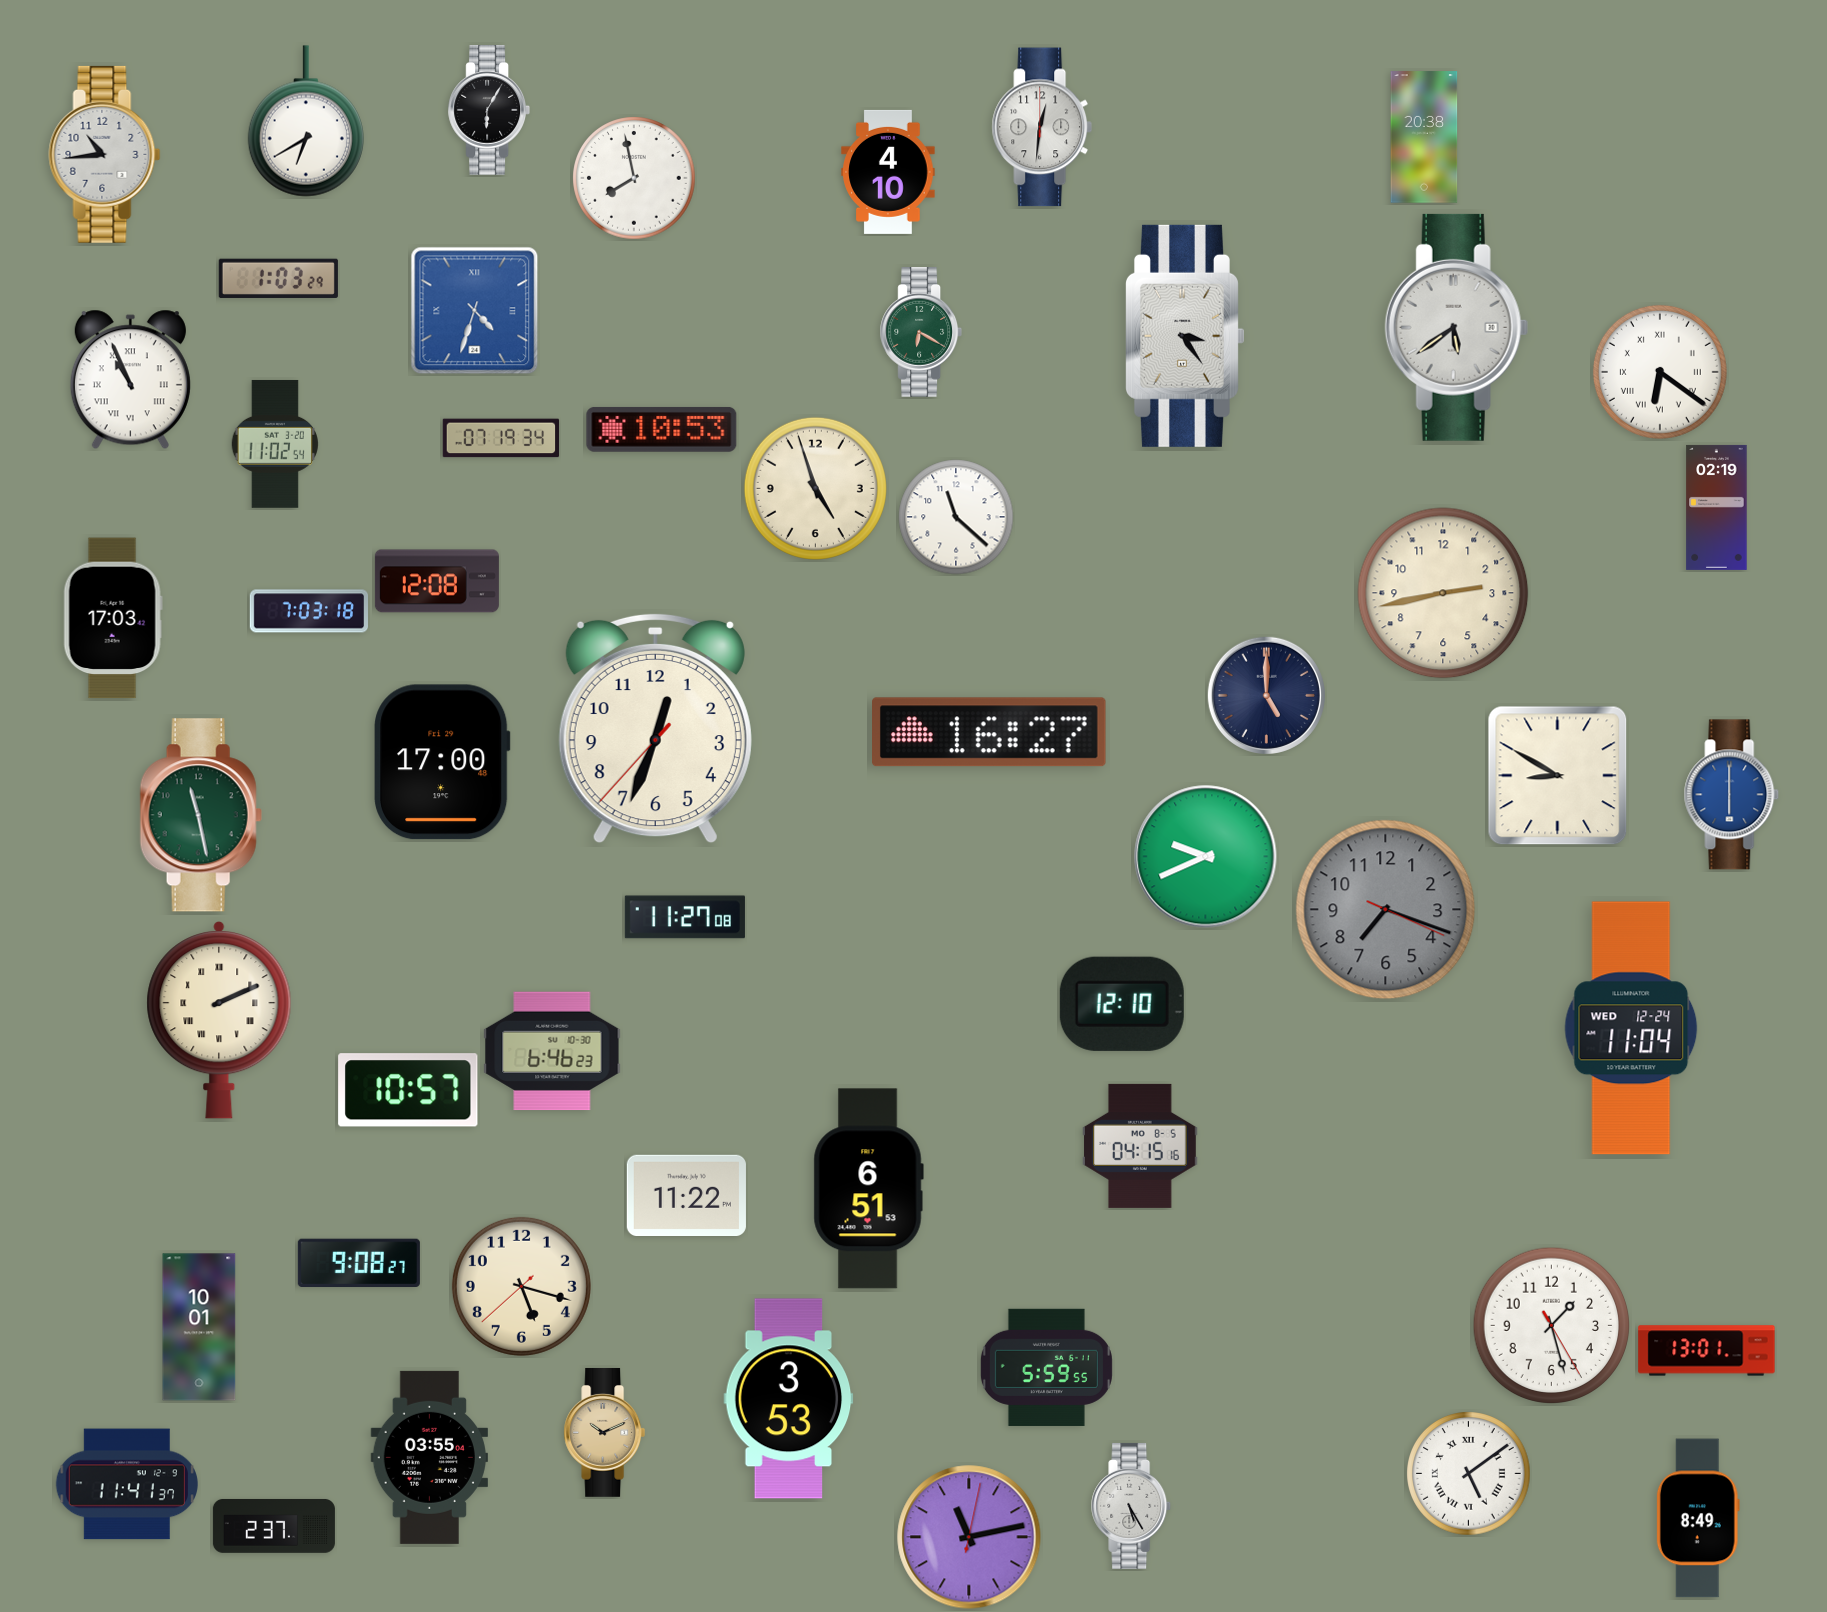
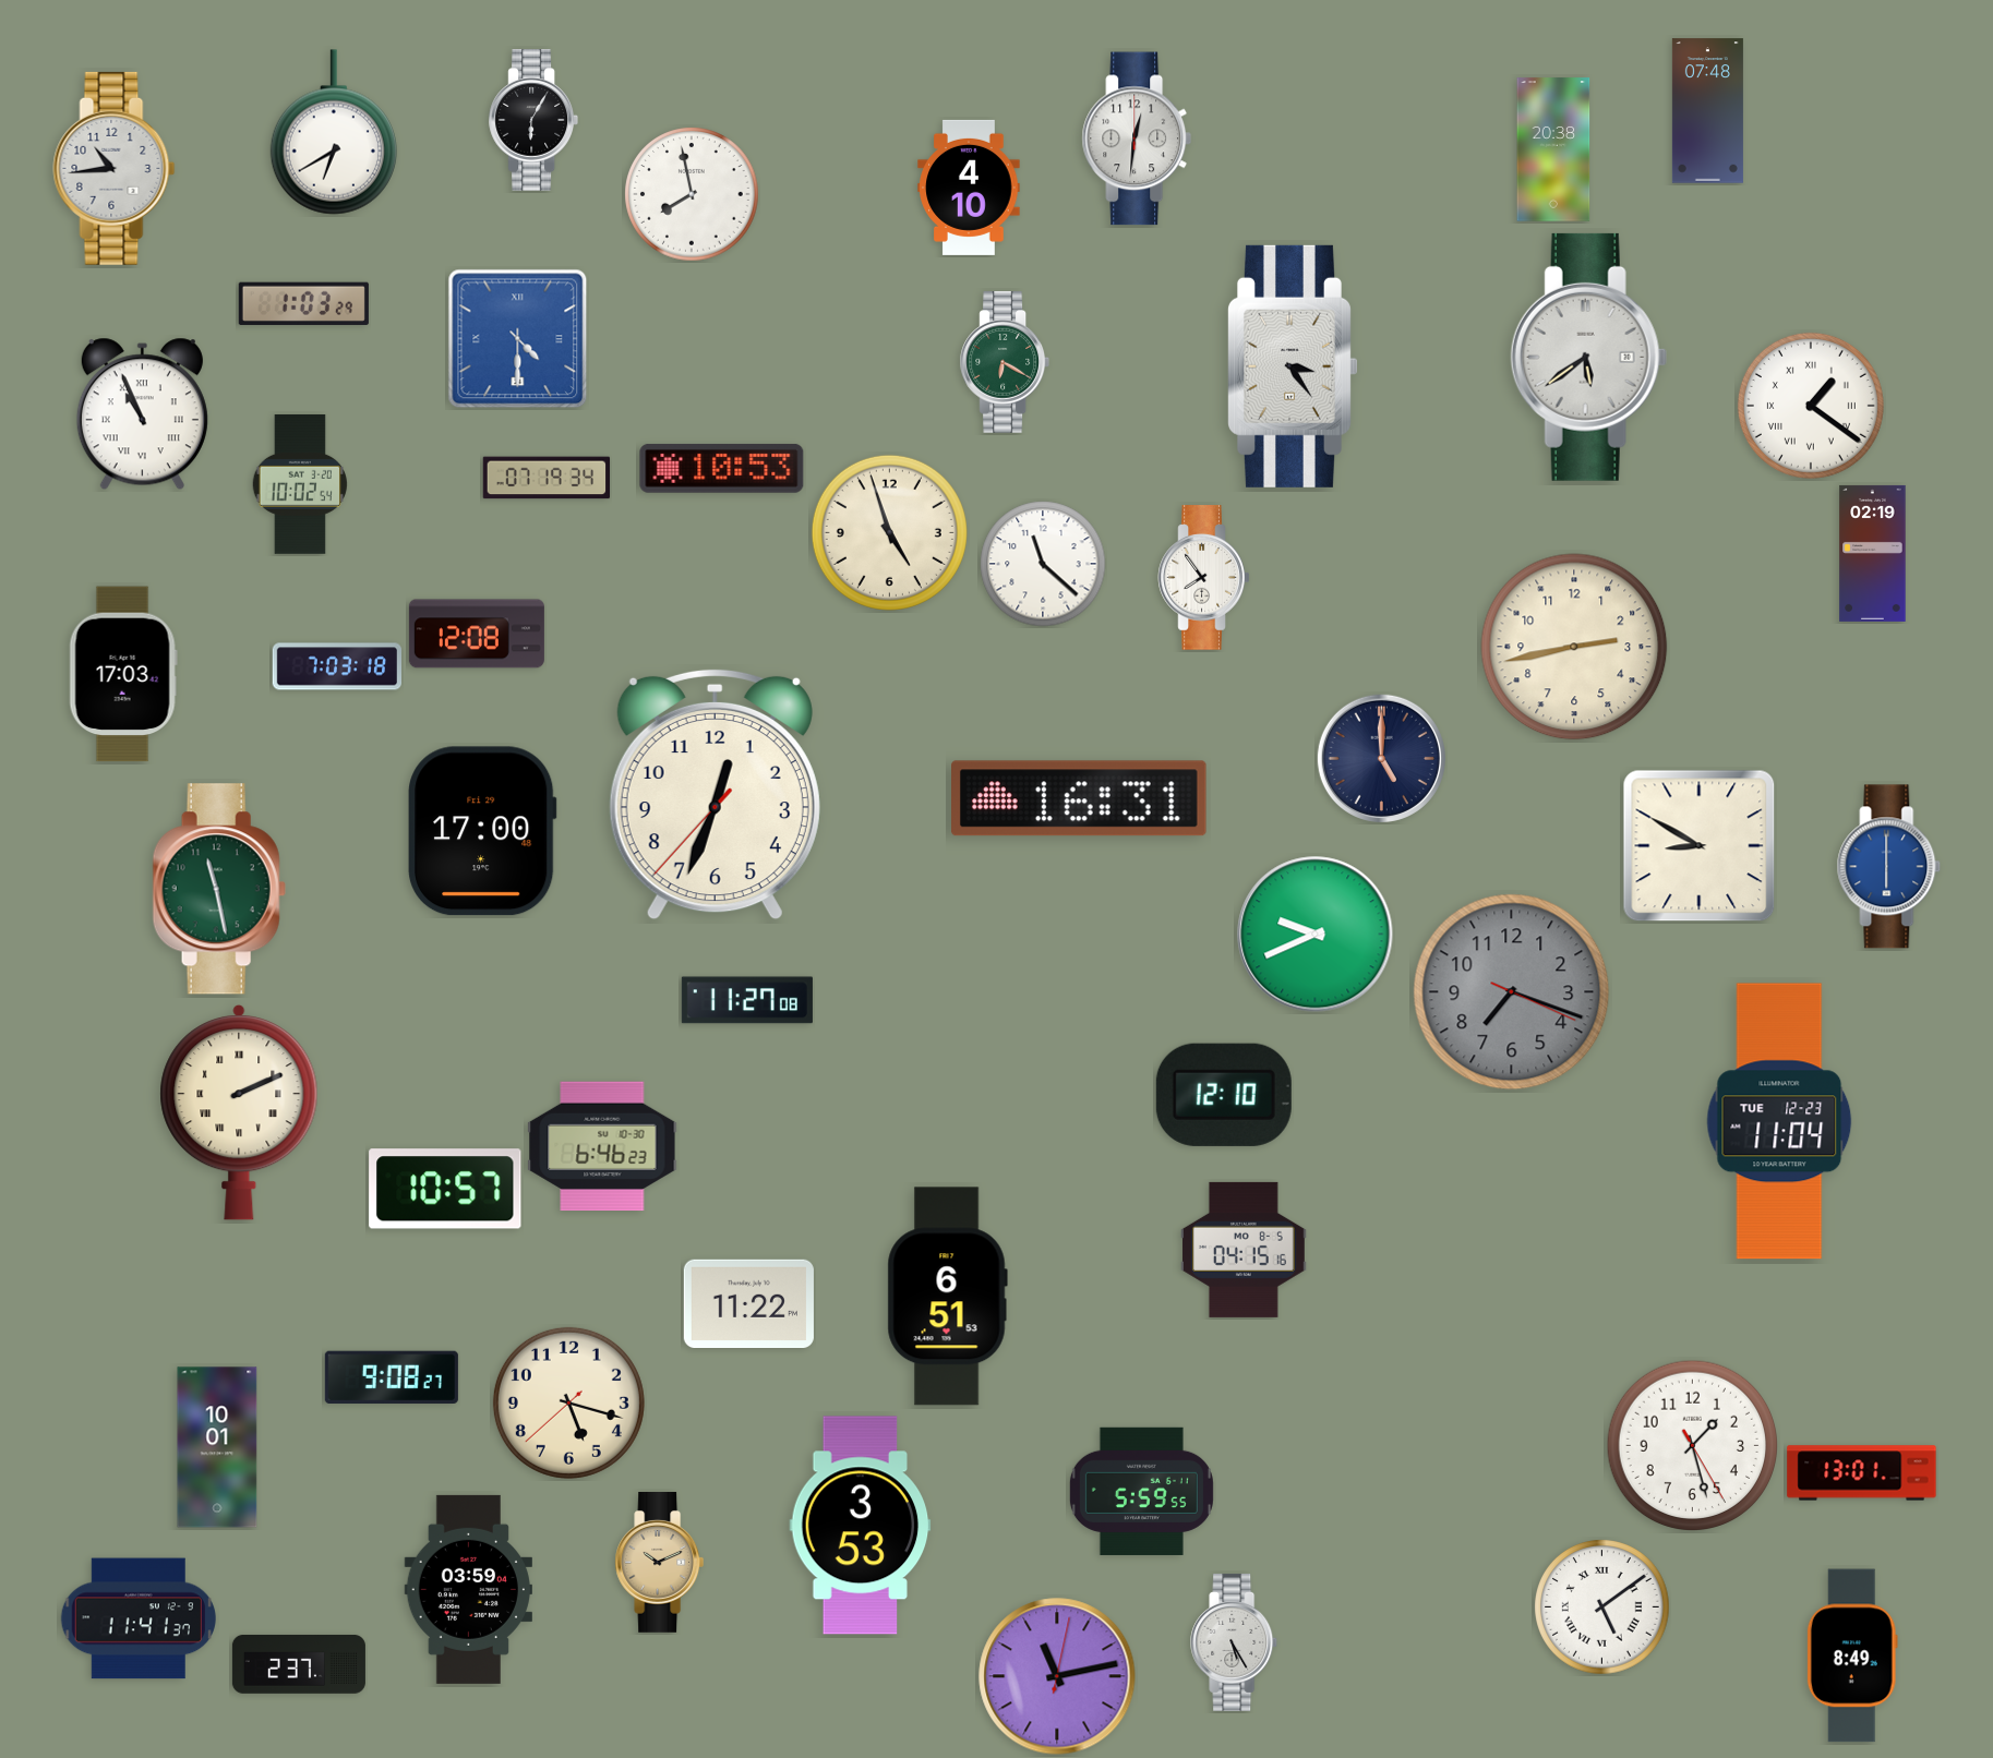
clock at (1707, 111): none -> 07:48
clock at (475, 311): 4:33 -> 4:30
clock at (1660, 372): 6:21 -> 1:21
clock at (274, 444): 11:02 -> 10:02
clock at (1204, 578): none -> 7:54
clock at (990, 732): 16:27 -> 16:31
clock at (1631, 1028) date: WED 12-24 -> TUE 12-23
clock at (429, 1457): 03:55 -> 03:59
